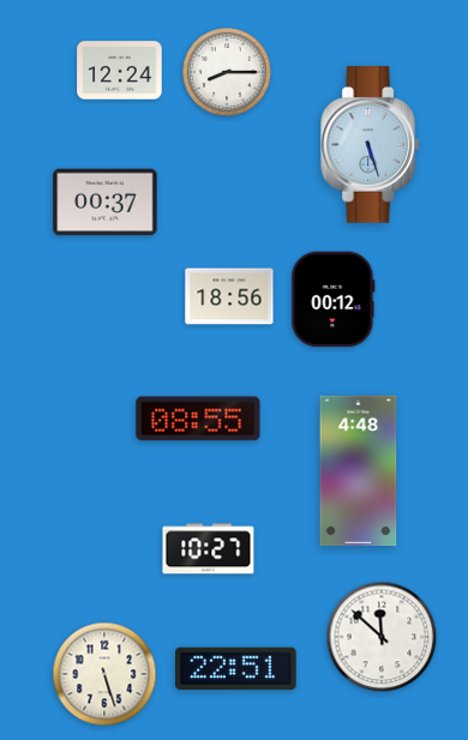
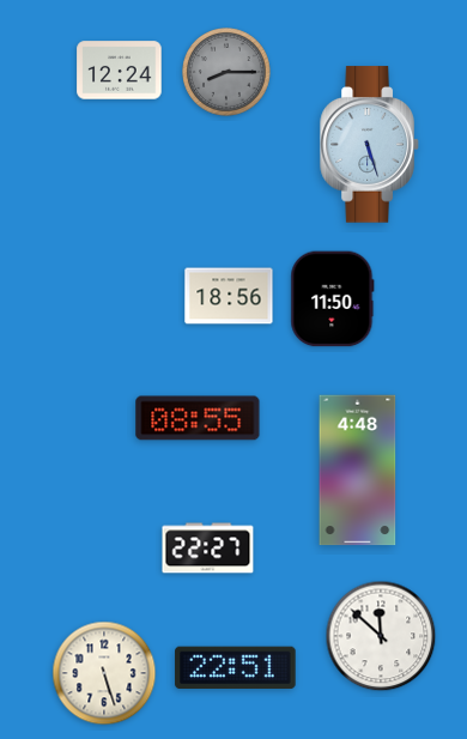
clock at (228, 73) dial: white -> grey
clock at (106, 203): 00:37 -> none
clock at (334, 300): 00:12 -> 11:50
clock at (209, 549): 10:27 -> 22:27
